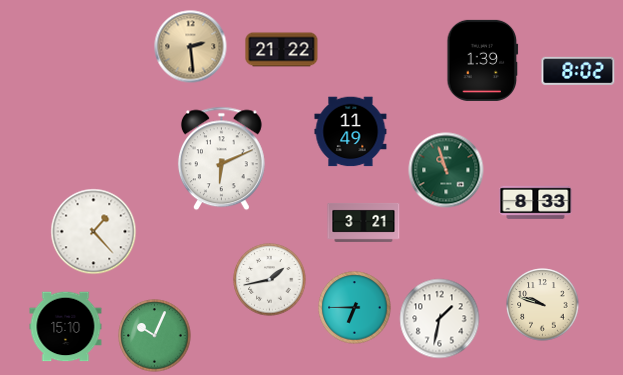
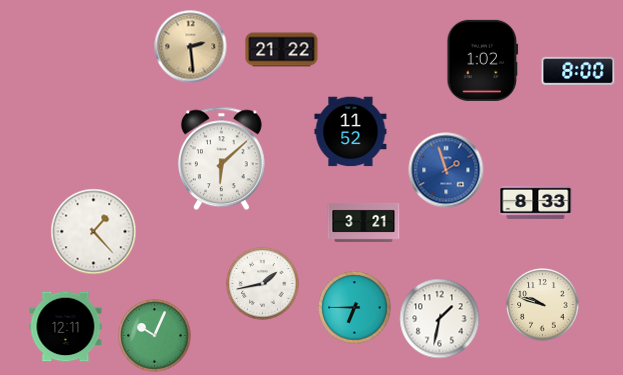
clock at (483, 60): 1:39 -> 1:02
clock at (578, 71): 8:02 -> 8:00
clock at (351, 132): 11:49 -> 11:52
clock at (221, 159): 6:11 -> 6:08
clock at (446, 170): 10:57 -> 1:57
clock at (446, 170) dial: green -> blue
clock at (270, 280) position: (270, 280) -> (263, 284)
clock at (66, 327): 15:10 -> 12:11
